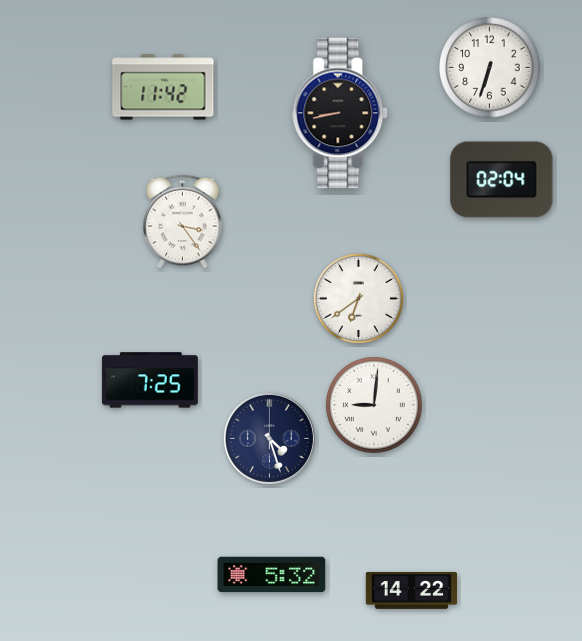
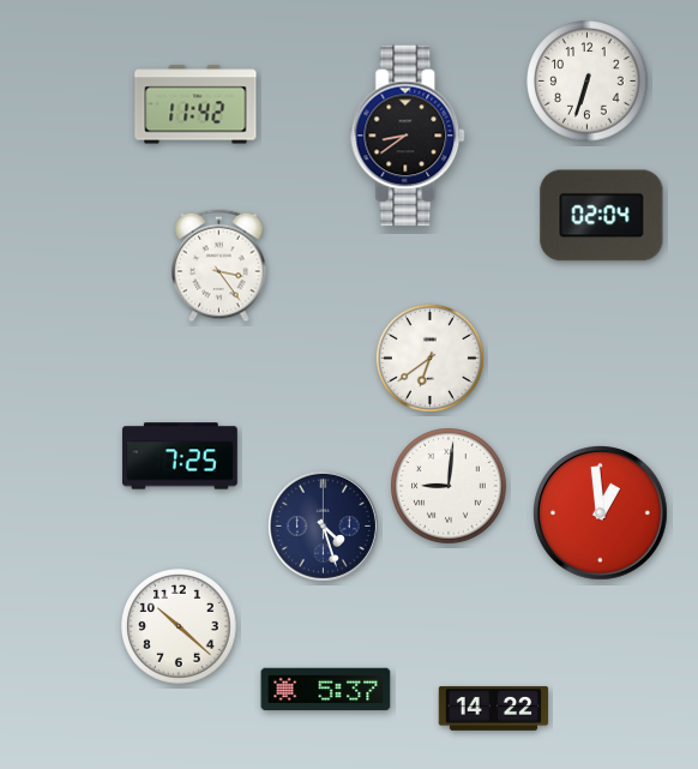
clock at (341, 113): 8:43 -> 8:39
clock at (601, 513): none -> 12:59
clock at (180, 627): none -> 10:22
clock at (272, 575): 5:32 -> 5:37
